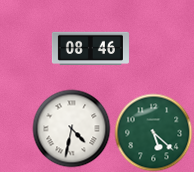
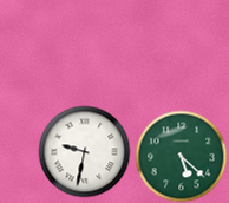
clock at (90, 49): 08:46 -> none
clock at (71, 128): 4:32 -> 9:32
